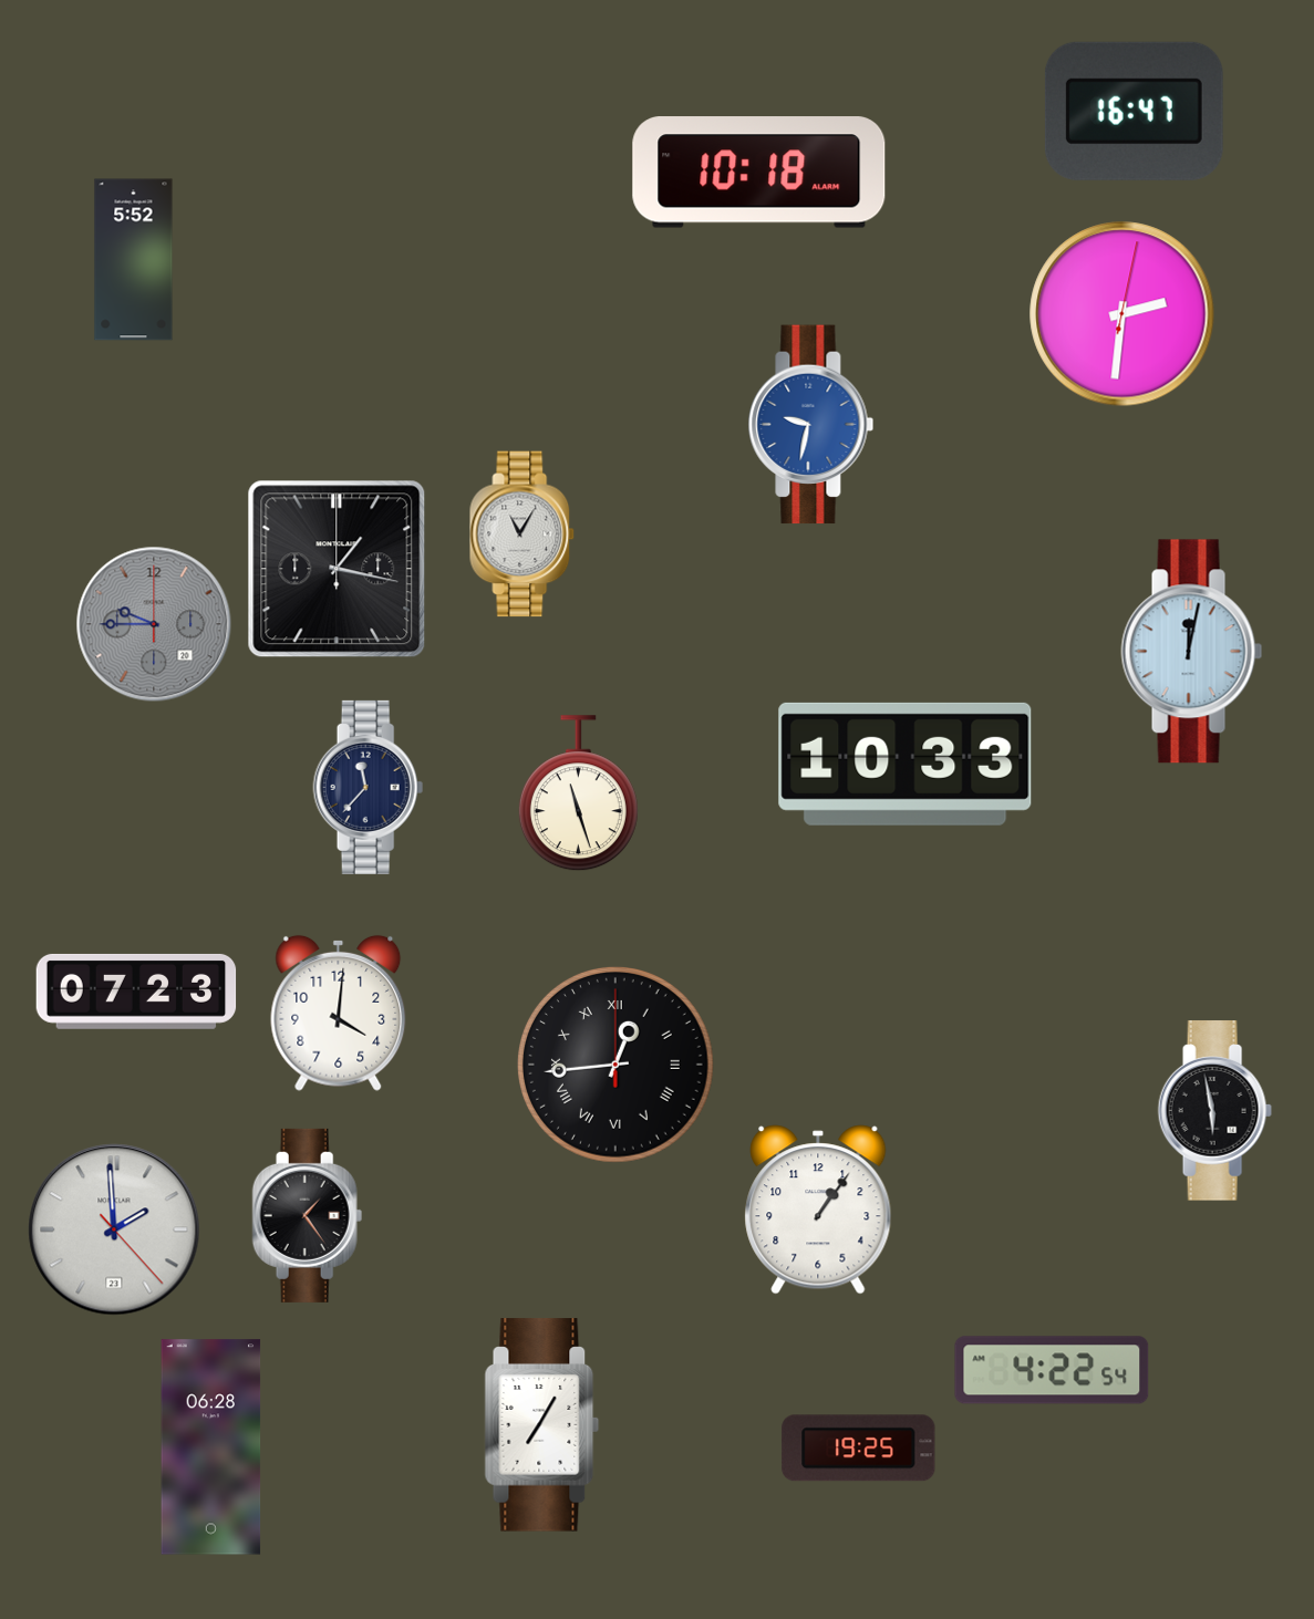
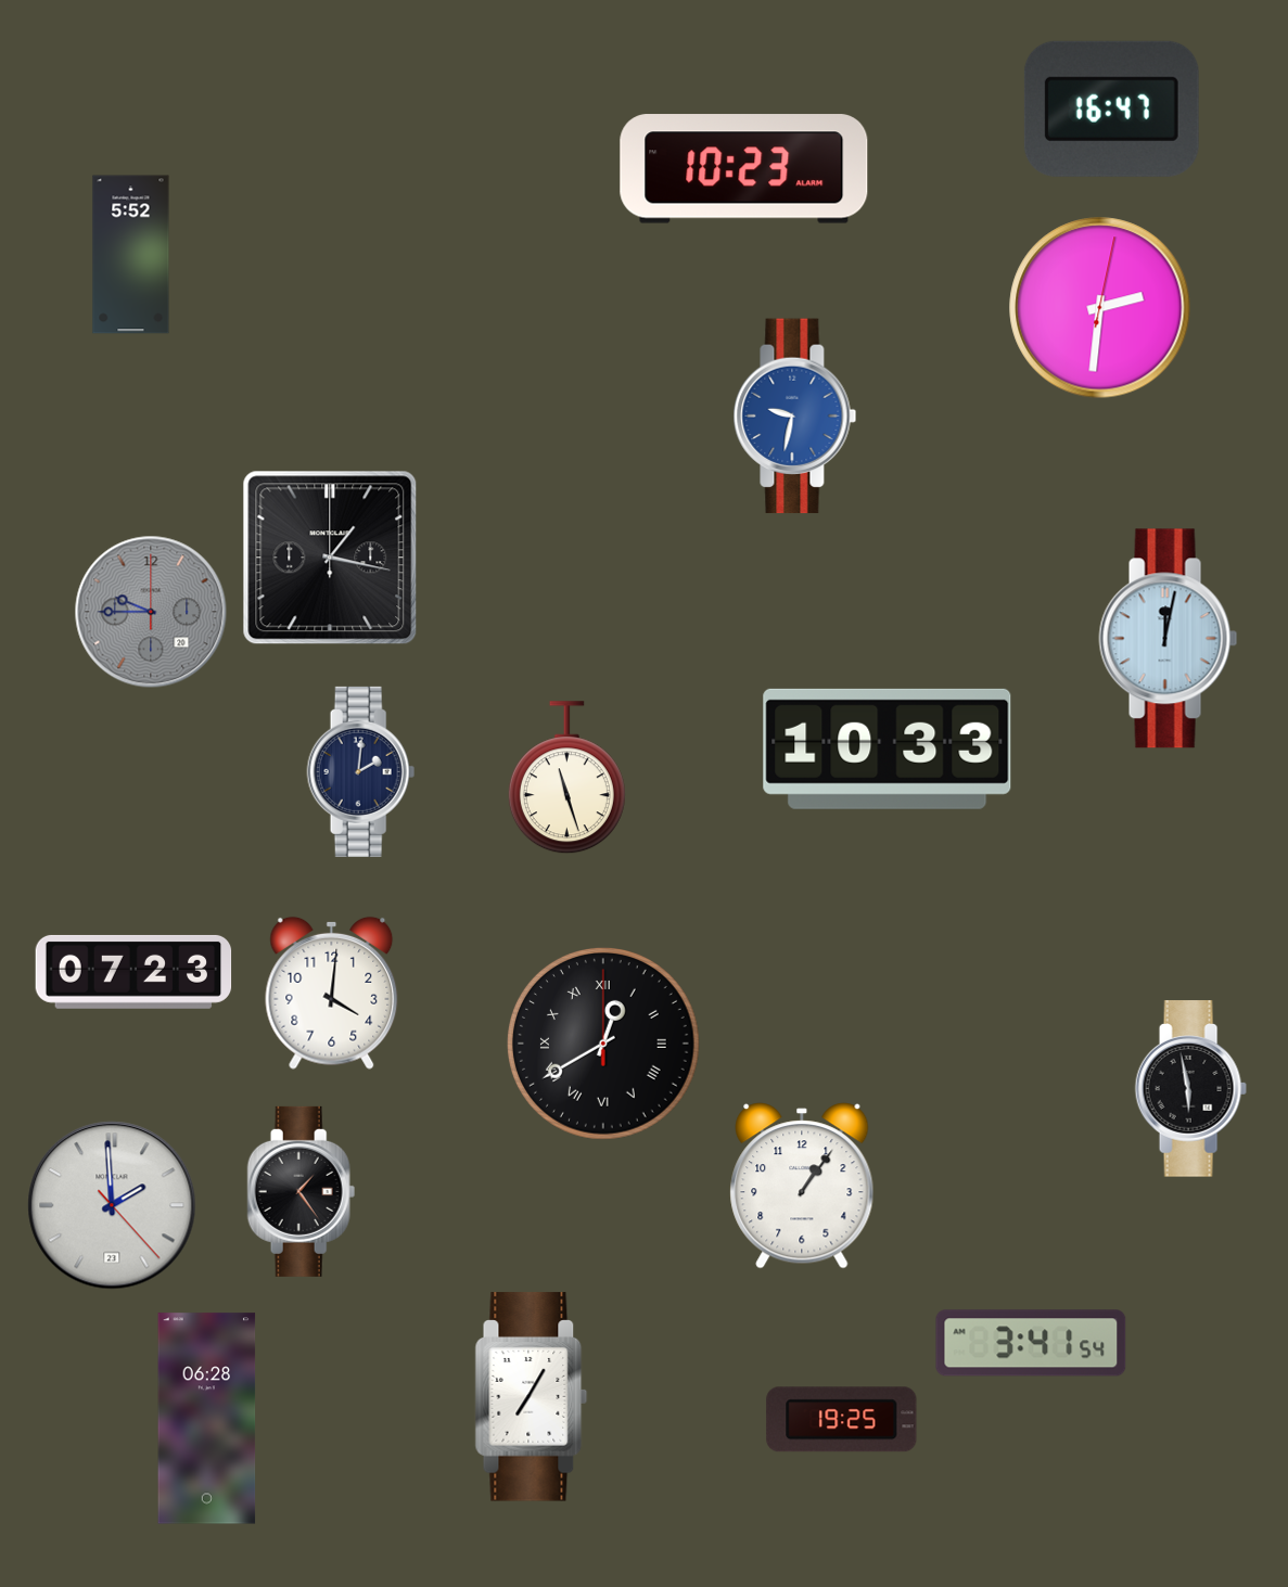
clock at (759, 173): 10:18 -> 10:23
clock at (523, 535): 11:05 -> none
clock at (369, 787): 11:37 -> 2:01
clock at (617, 1066): 12:44 -> 12:40
clock at (1052, 1370): 4:22 -> 3:41
